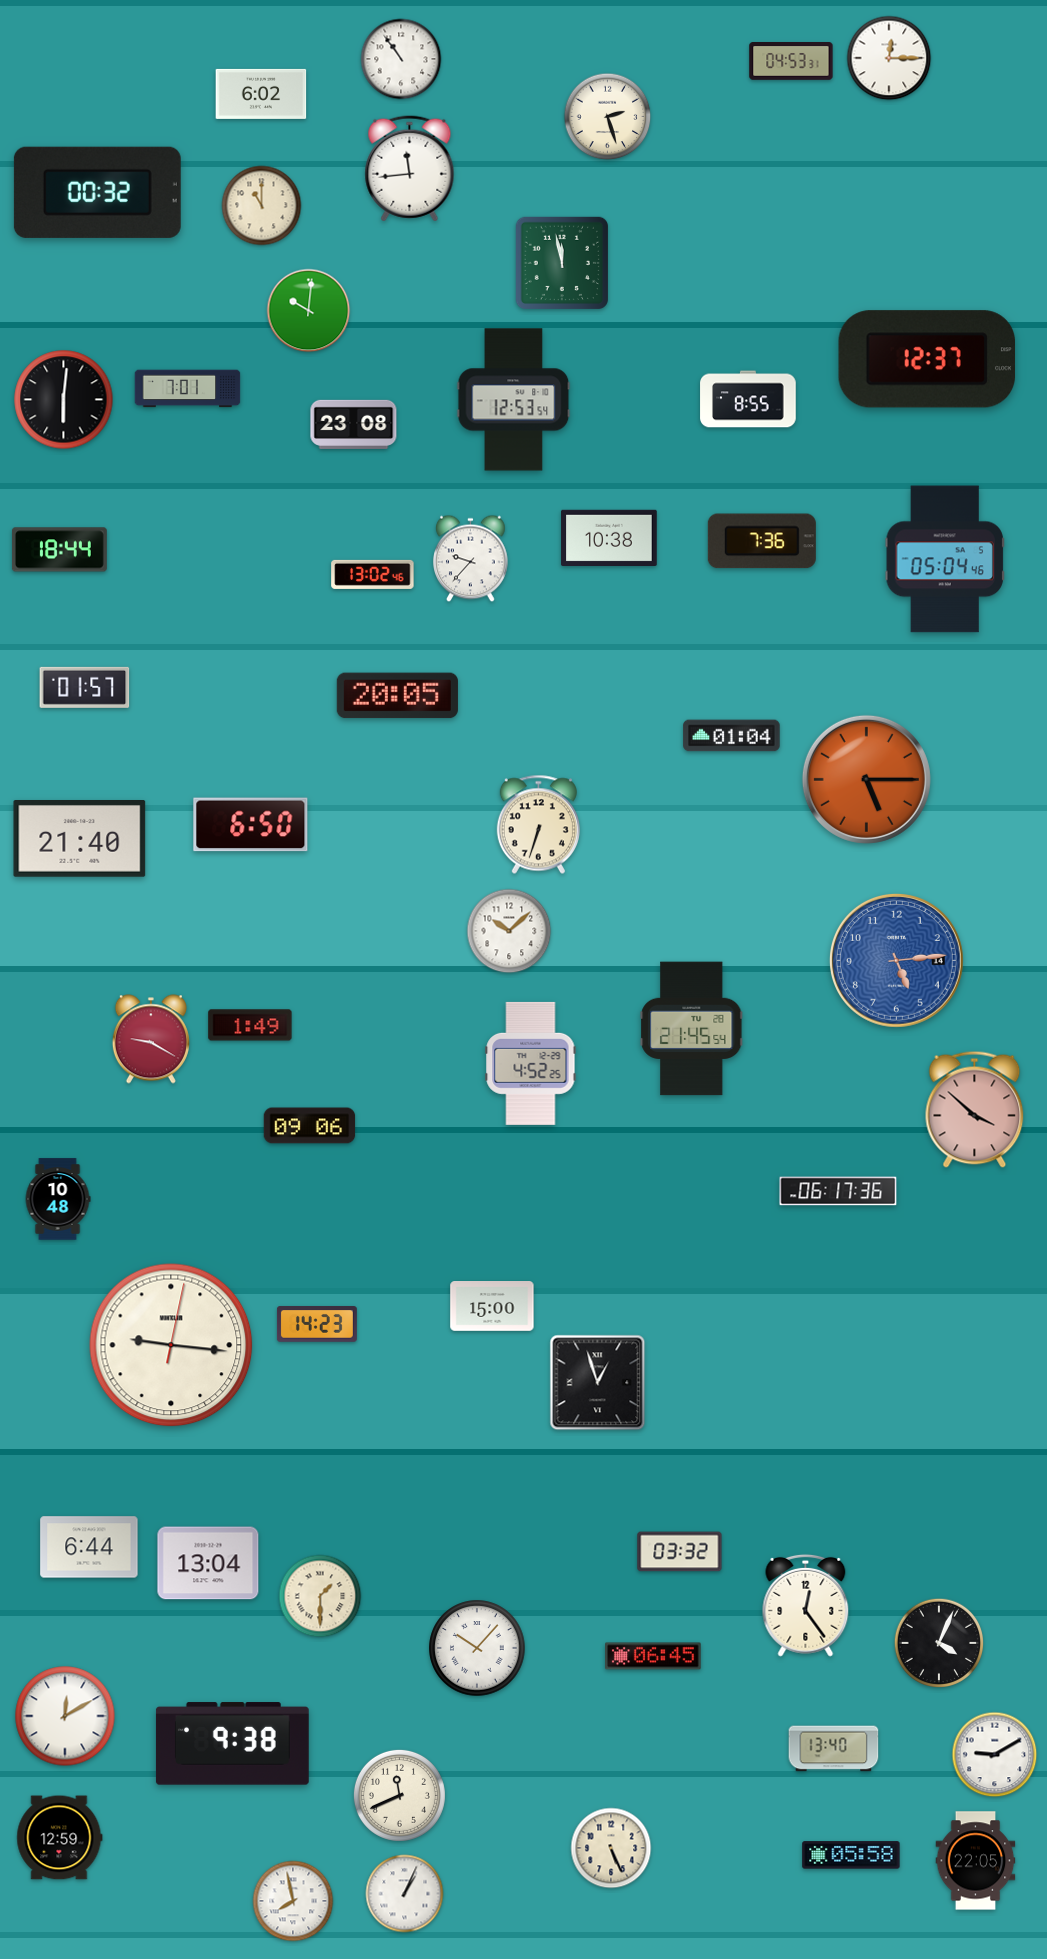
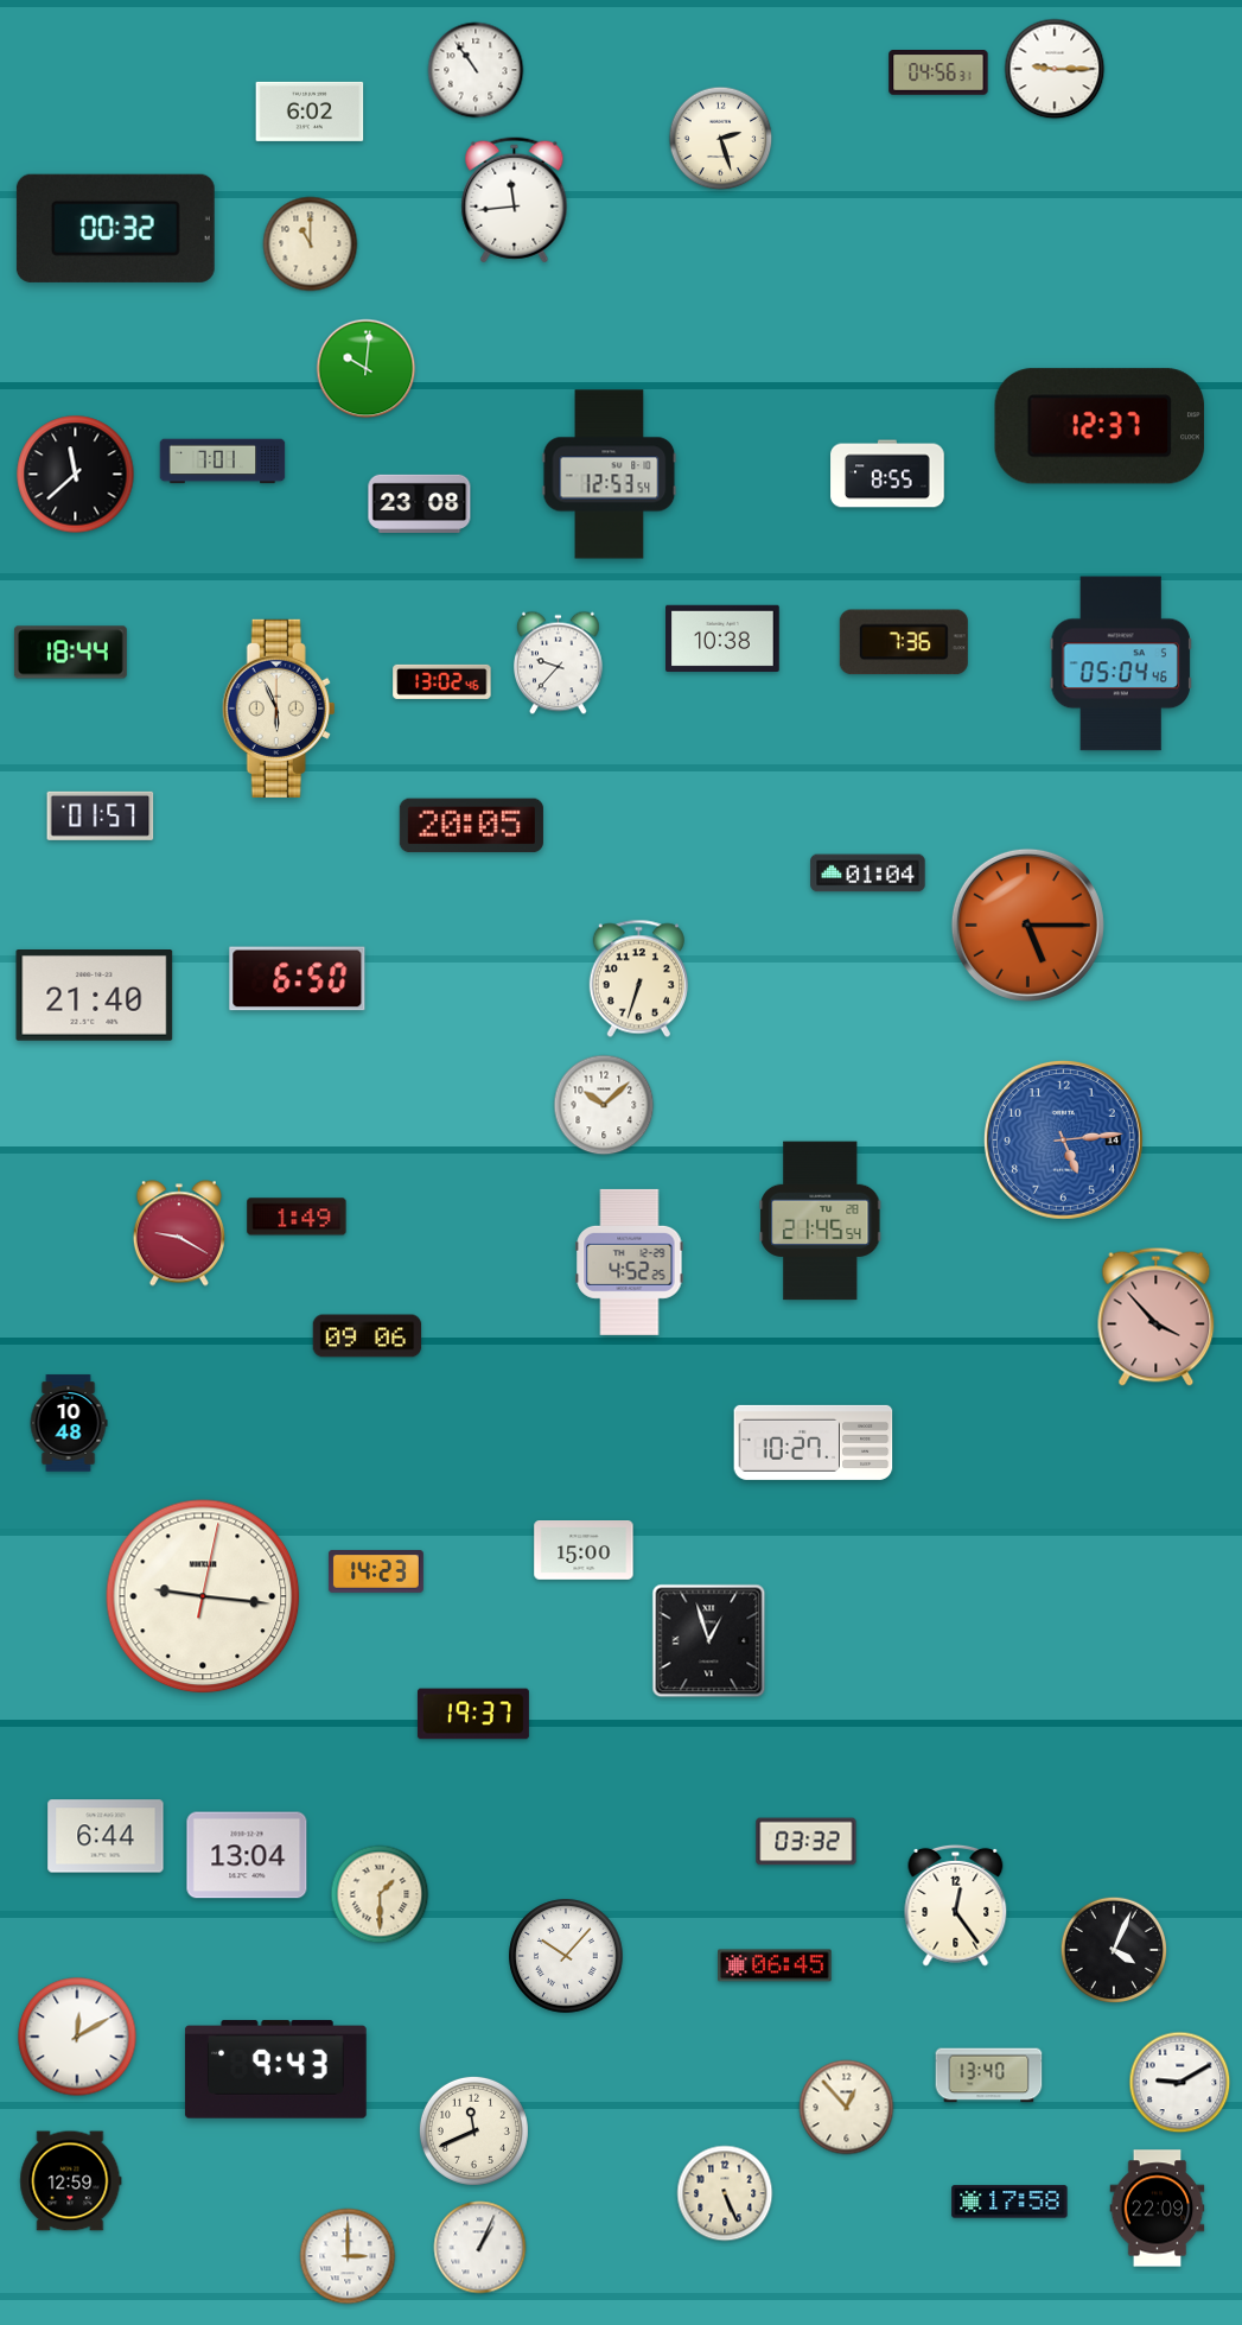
clock at (889, 58): 12:15 -> 9:15
clock at (791, 62): 04:53 -> 04:56
clock at (410, 169) position: (410, 169) -> (515, 201)
clock at (561, 262): 11:58 -> none
clock at (64, 400): 6:01 -> 11:38
clock at (279, 709): none -> 5:56
clock at (975, 1109): 3:52 -> 3:53
clock at (838, 1191): 06:17 -> none
clock at (814, 1442): none -> 10:27
clock at (473, 1714): none -> 19:37
clock at (232, 1744): 9:38 -> 9:43
clock at (847, 2108): none -> 12:53
clock at (851, 1855): 05:58 -> 17:58
clock at (976, 1861): 22:05 -> 22:09
clock at (293, 1901): 7:58 -> 3:00
